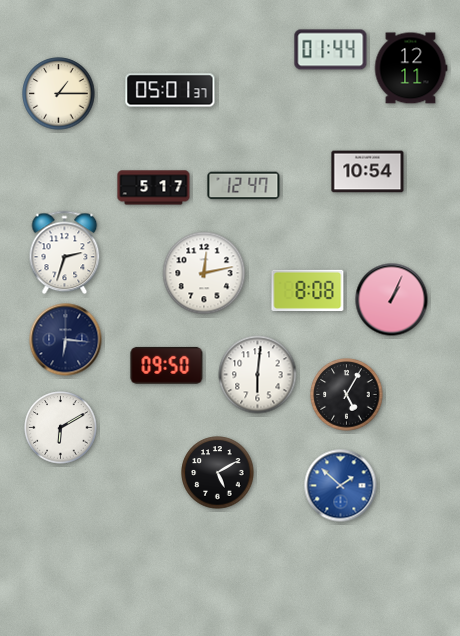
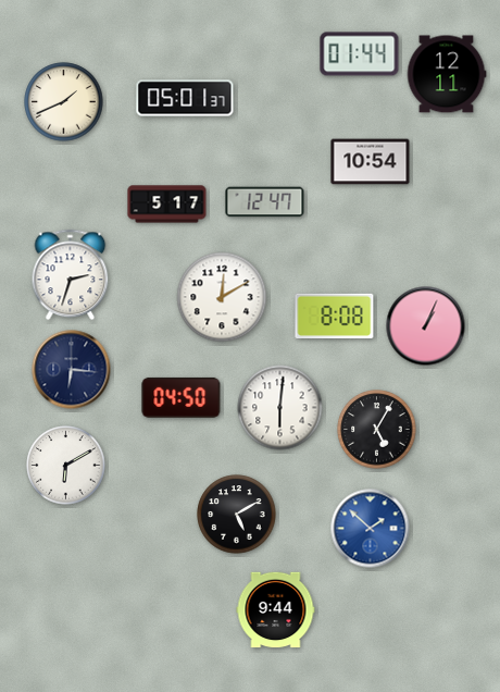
clock at (59, 94): 1:15 -> 1:41
clock at (368, 172) position: (368, 172) -> (371, 162)
clock at (204, 273): 12:13 -> 12:10
clock at (167, 365): 09:50 -> 04:50
clock at (276, 610): none -> 9:44
